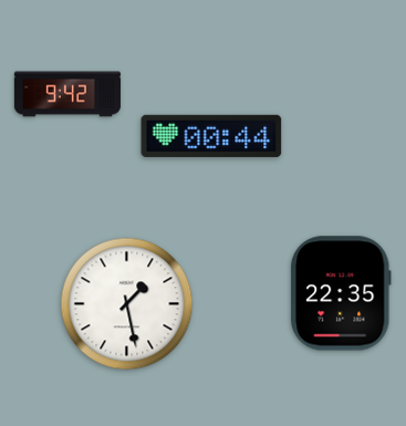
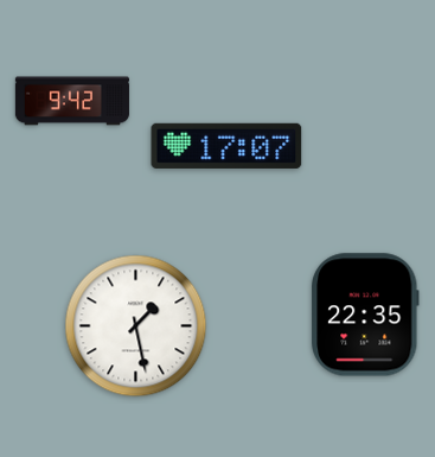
clock at (211, 136): 00:44 -> 17:07
